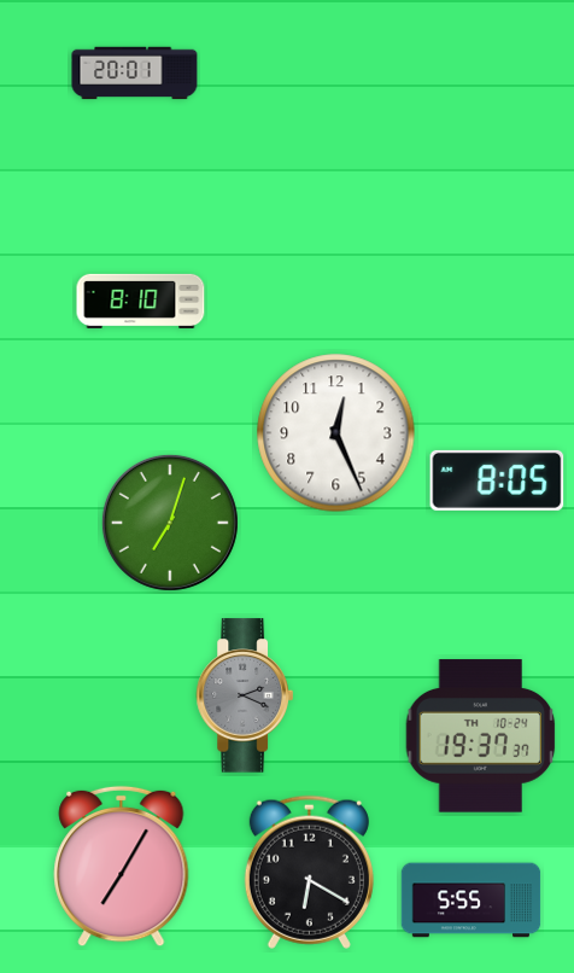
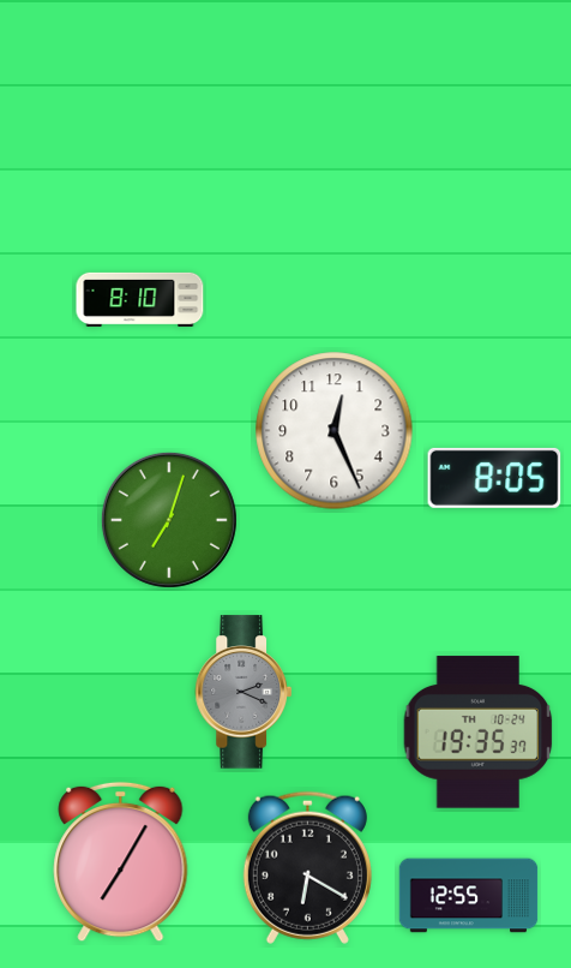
clock at (135, 74): 20:01 -> none
clock at (481, 736): 19:37 -> 19:35
clock at (471, 901): 5:55 -> 12:55
